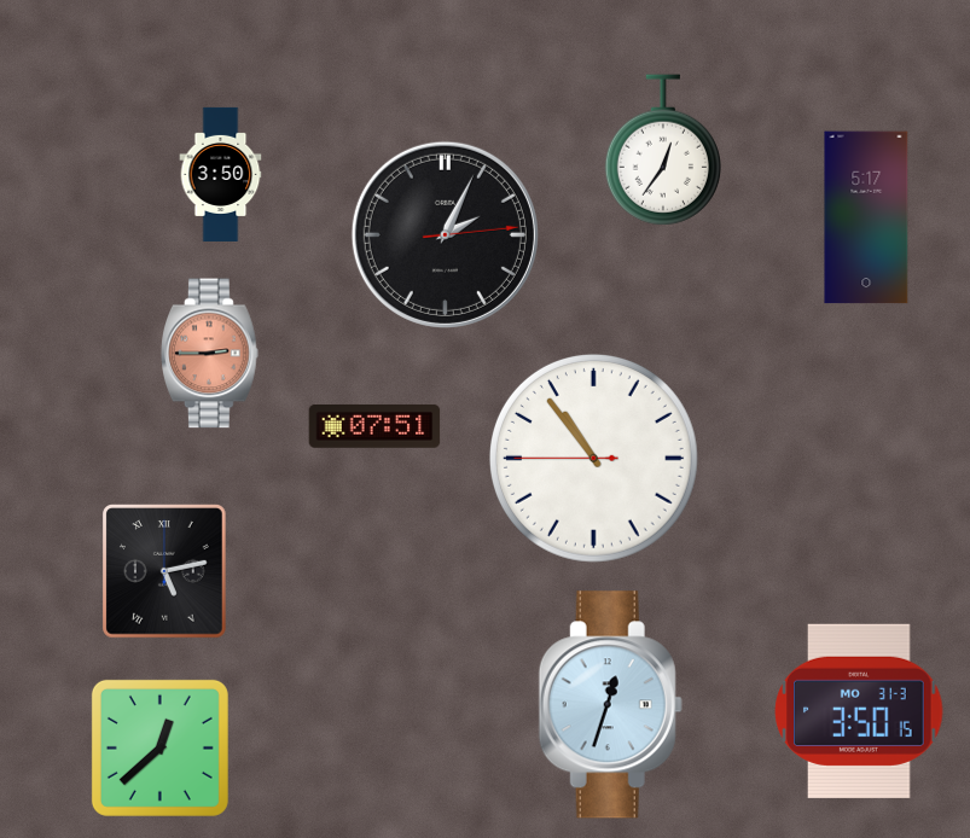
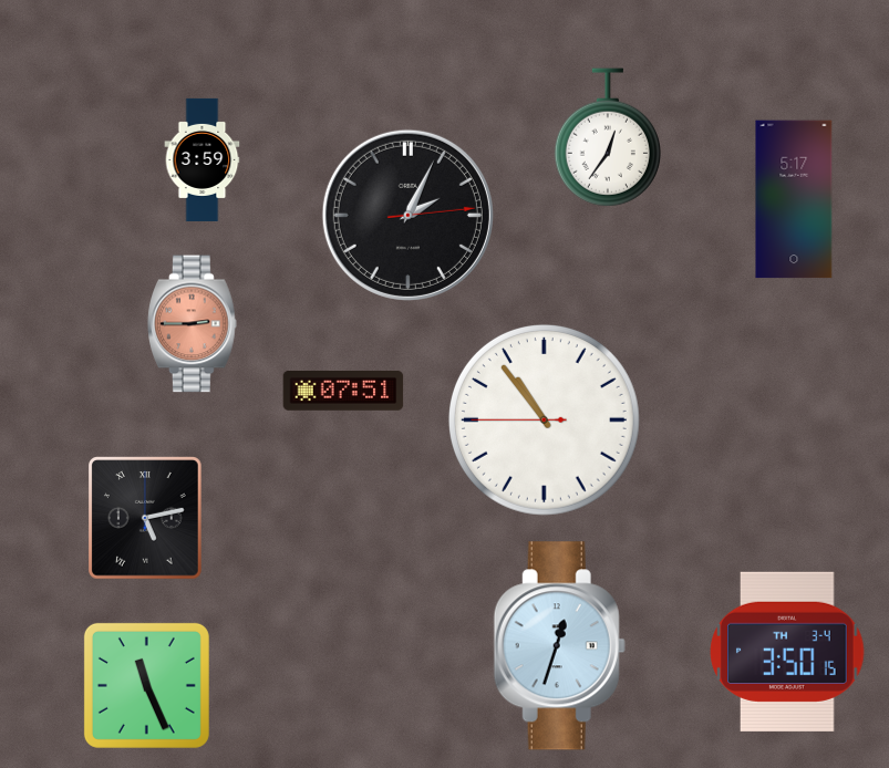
clock at (221, 174): 3:50 -> 3:59
clock at (165, 572) position: (165, 572) -> (146, 519)
clock at (859, 711) date: MO 31-3 -> TH 3-4
clock at (159, 747): 12:38 -> 11:26
